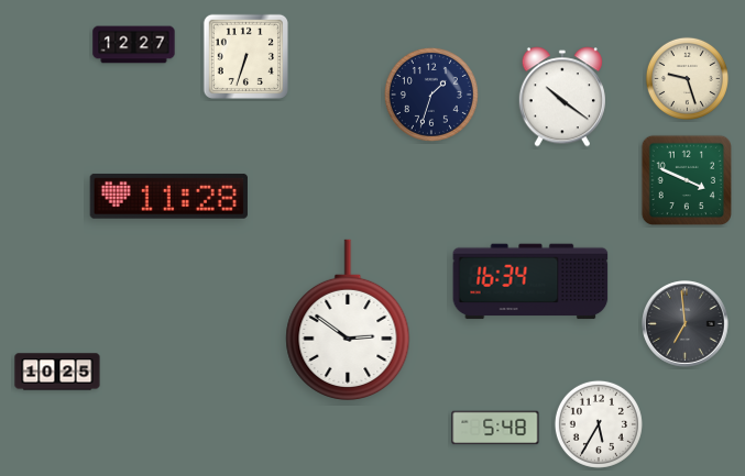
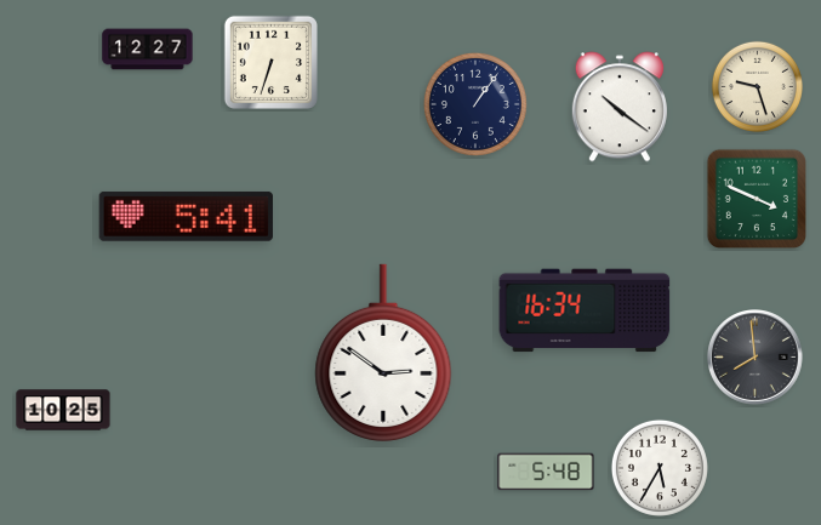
clock at (431, 95): 1:33 -> 1:06
clock at (168, 196): 11:28 -> 5:41
clock at (686, 324): 6:59 -> 7:59
